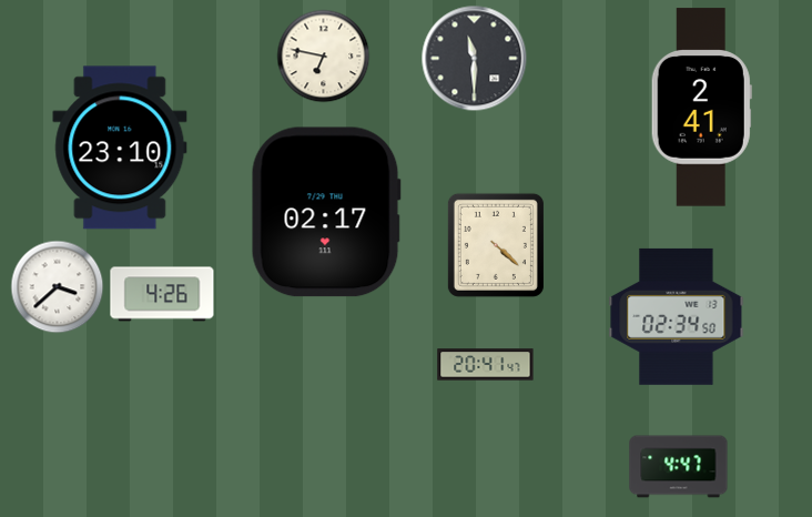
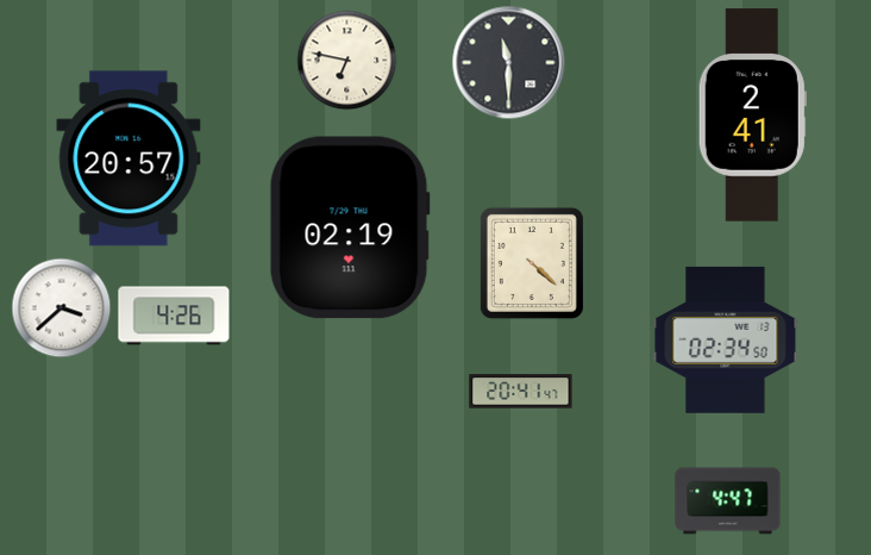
clock at (120, 148): 23:10 -> 20:57
clock at (326, 212): 02:17 -> 02:19
